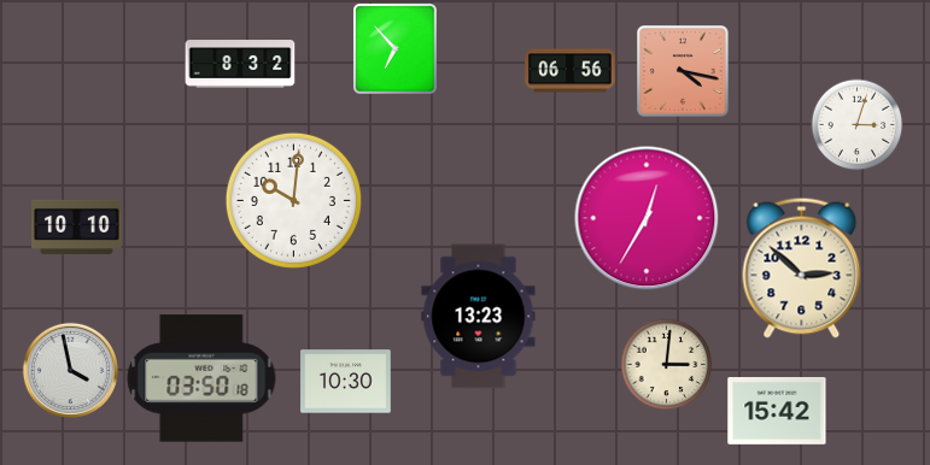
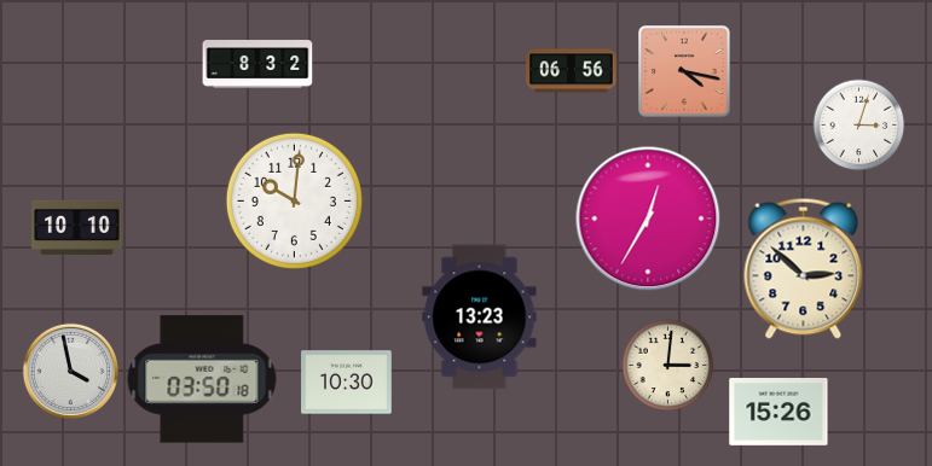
clock at (396, 49): 6:53 -> none
clock at (240, 65) position: (240, 65) -> (257, 65)
clock at (777, 412): 15:42 -> 15:26
